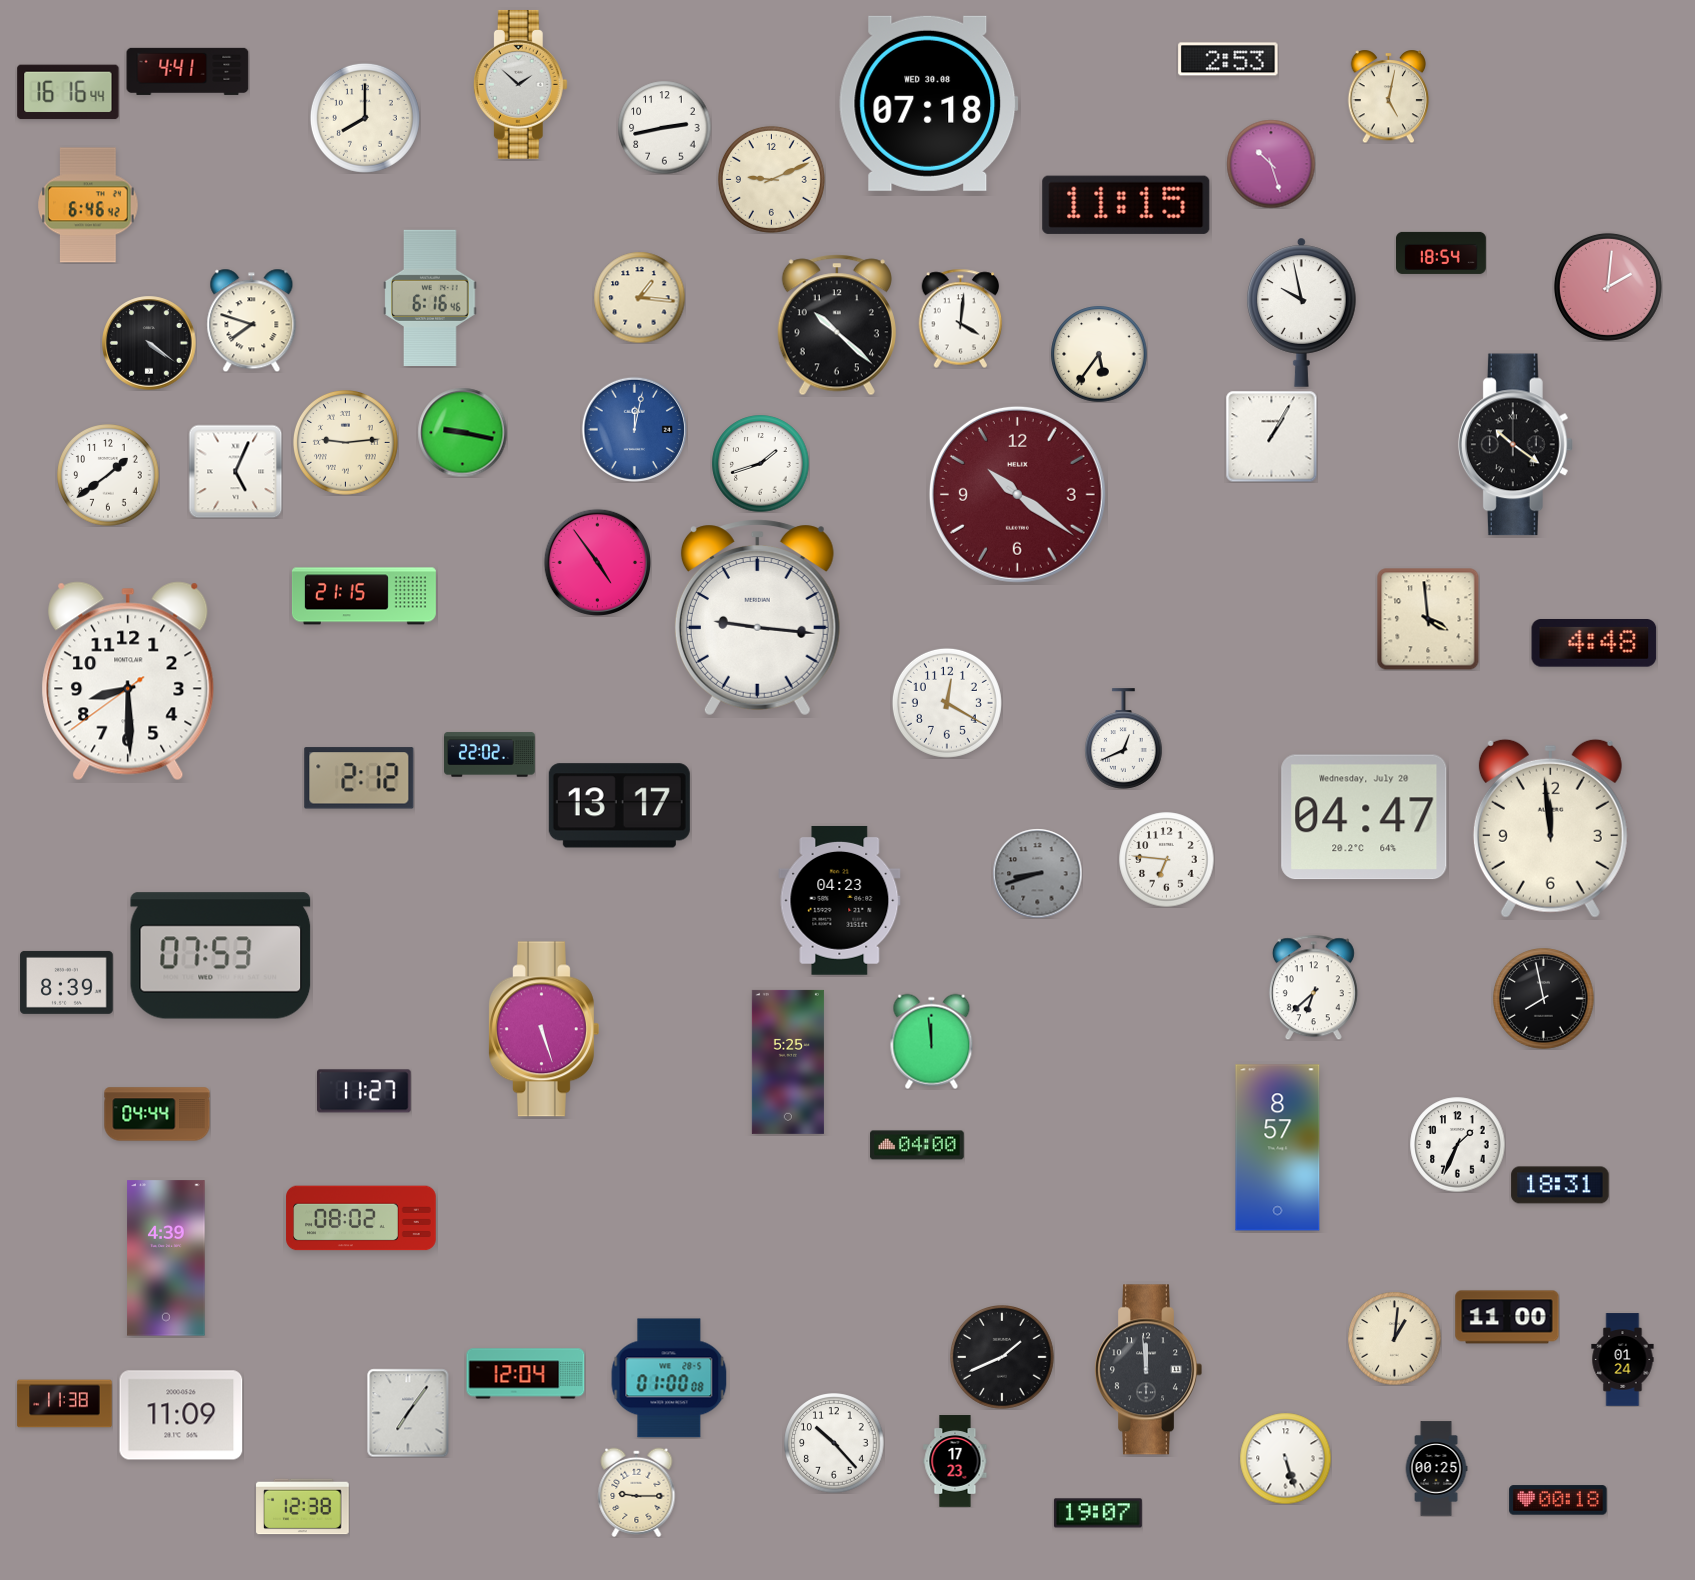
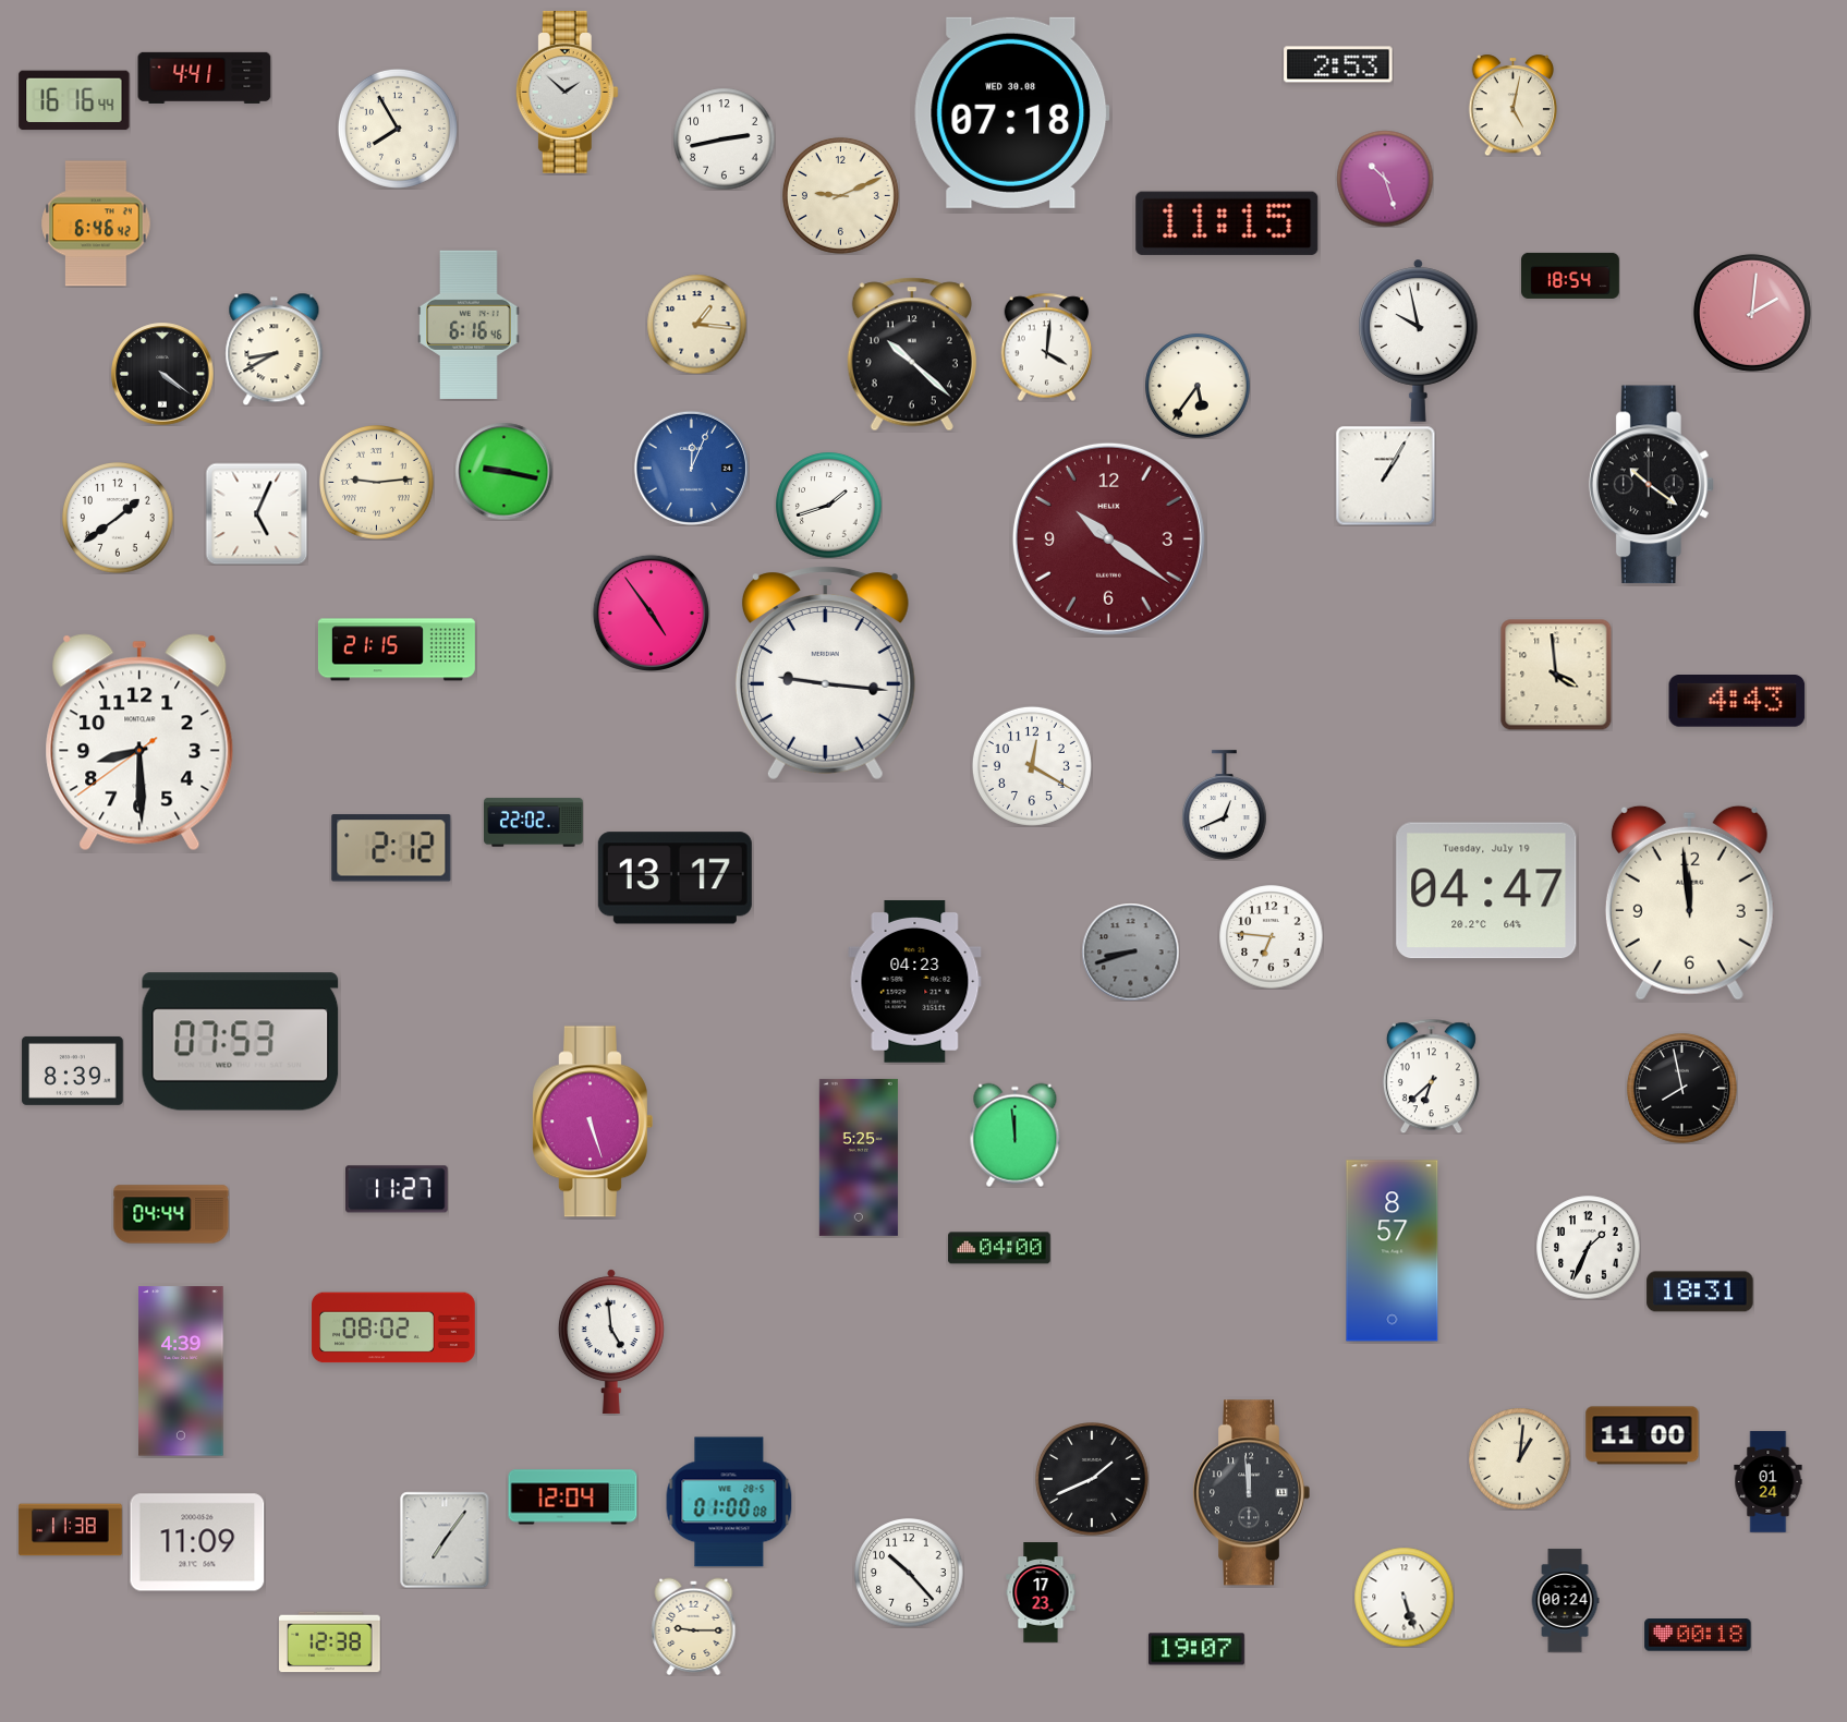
clock at (365, 118): 8:00 -> 7:55
clock at (252, 320): 7:48 -> 8:40
clock at (634, 429): 12:02 -> 12:04
clock at (1594, 644): 4:48 -> 4:43
clock at (1364, 817) date: Wednesday, July 20 -> Tuesday, July 19
clock at (611, 1342): none -> 4:59
clock at (1285, 1458) position: (1285, 1458) -> (1404, 1597)
clock at (1436, 1469): 00:25 -> 00:24
